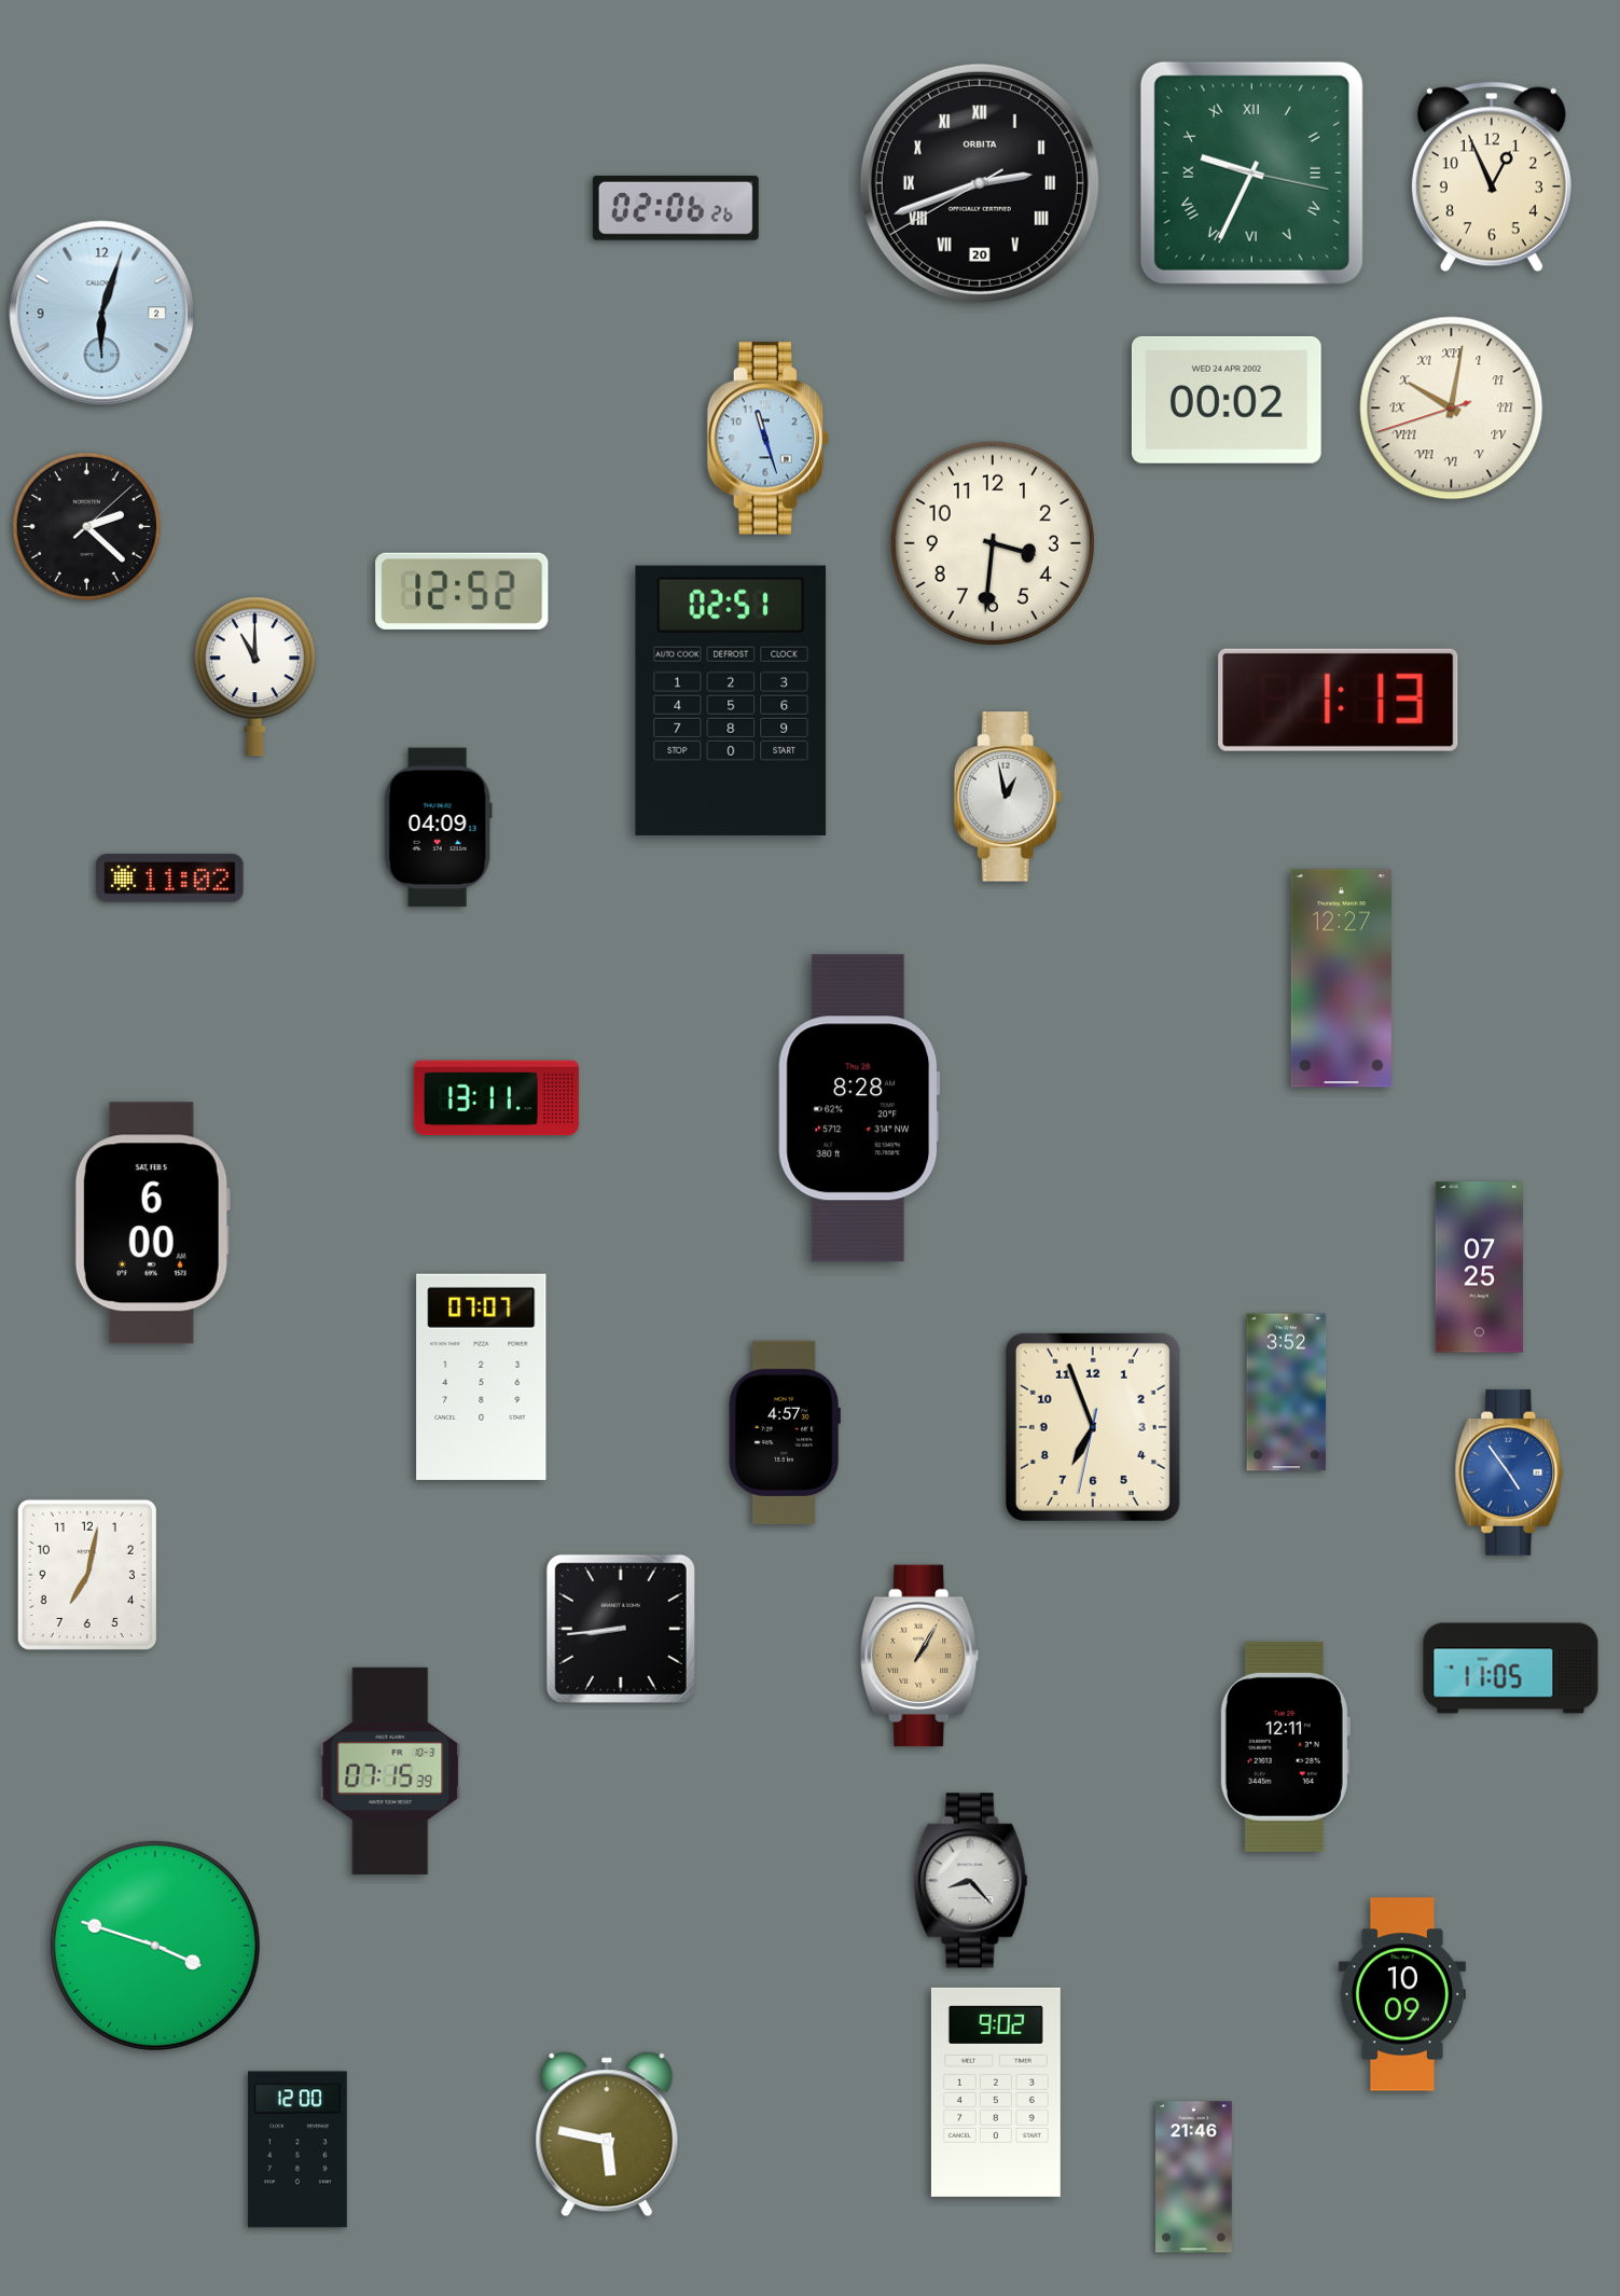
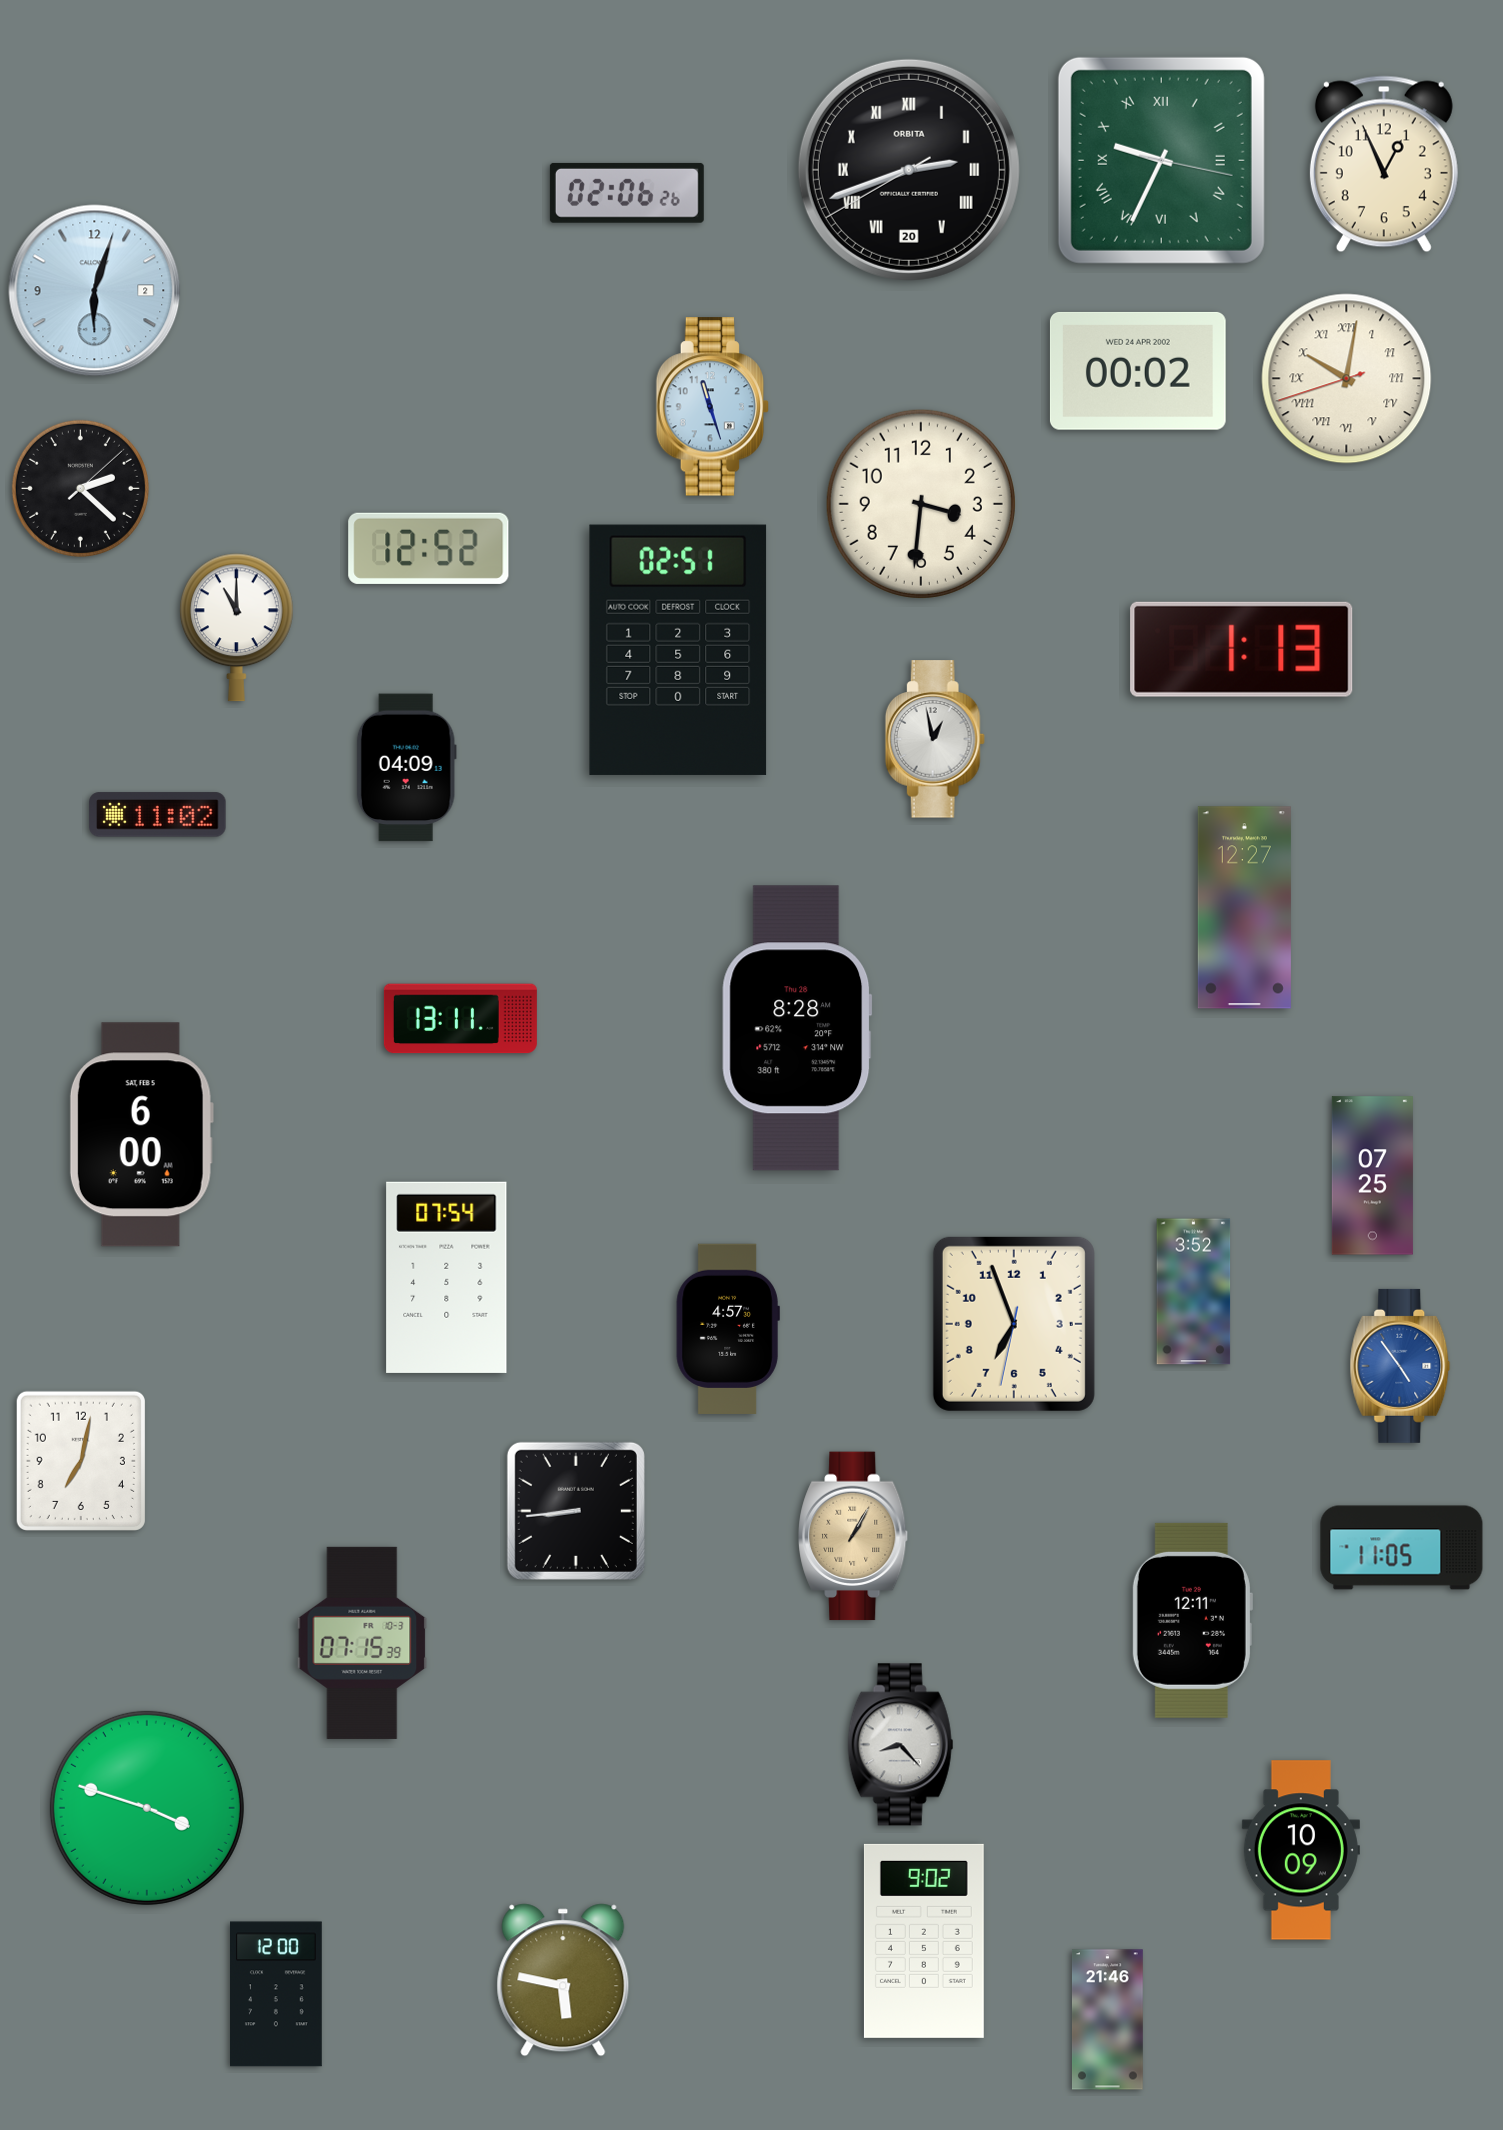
clock at (482, 1377): 07:07 -> 07:54
clock at (155, 1946) position: (155, 1946) -> (147, 1808)
